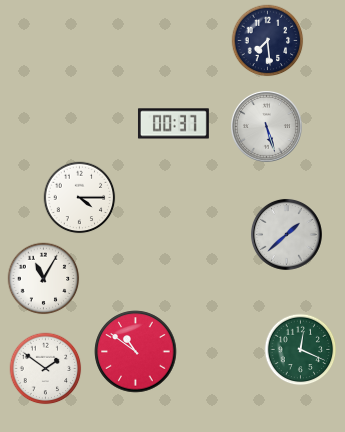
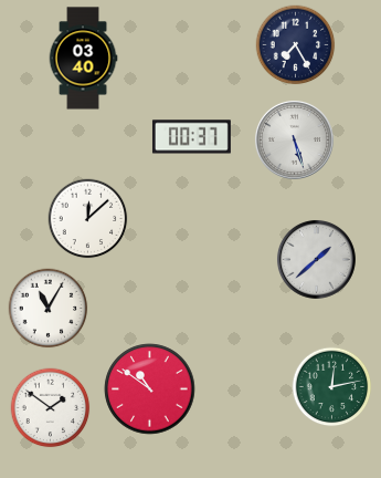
clock at (268, 41): 7:29 -> 7:25
clock at (83, 59): none -> 03:40
clock at (80, 198): 4:15 -> 12:08
clock at (301, 350): 12:19 -> 12:13
